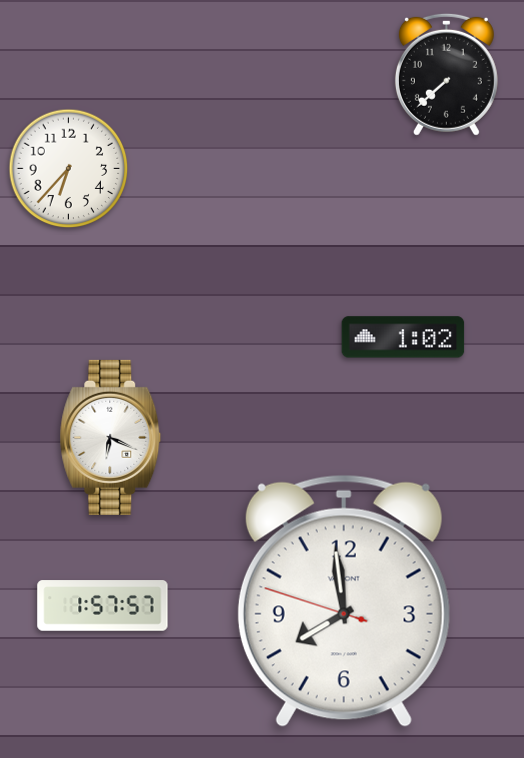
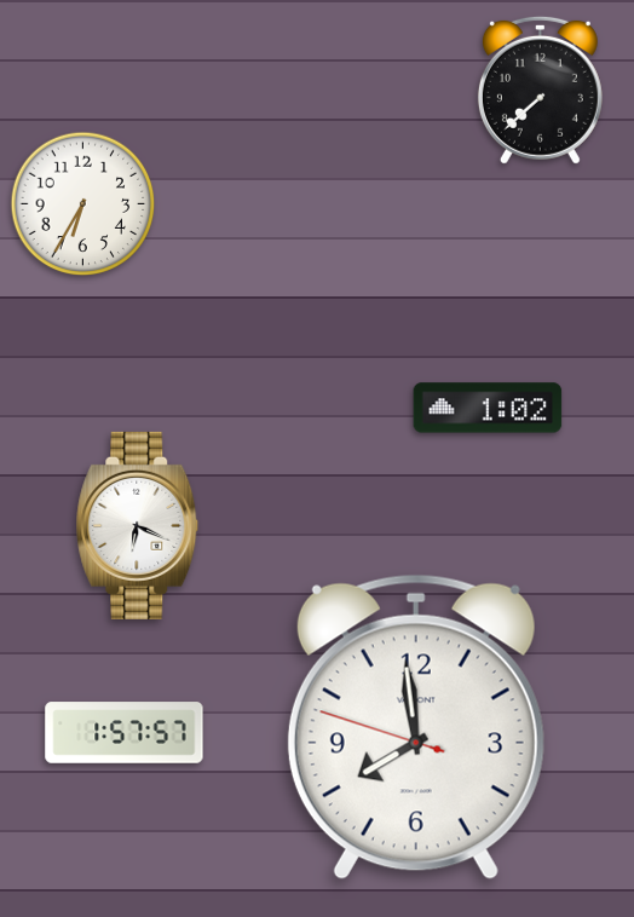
clock at (69, 169): 6:37 -> 6:35
clock at (111, 437) position: (111, 437) -> (138, 525)
